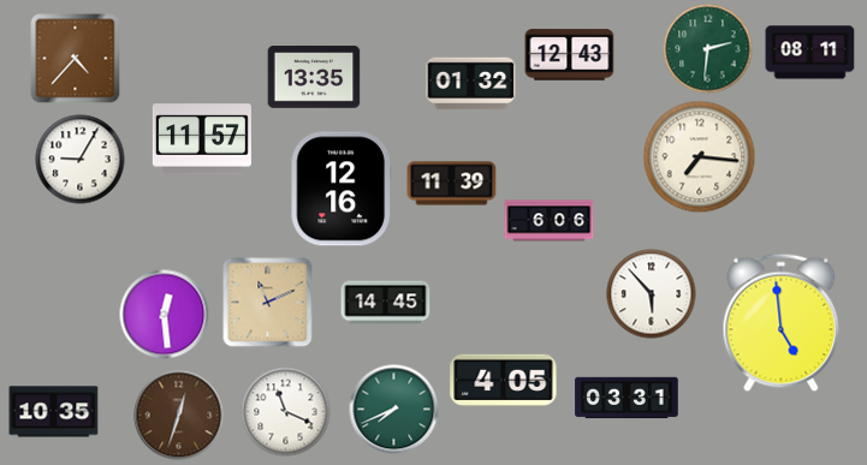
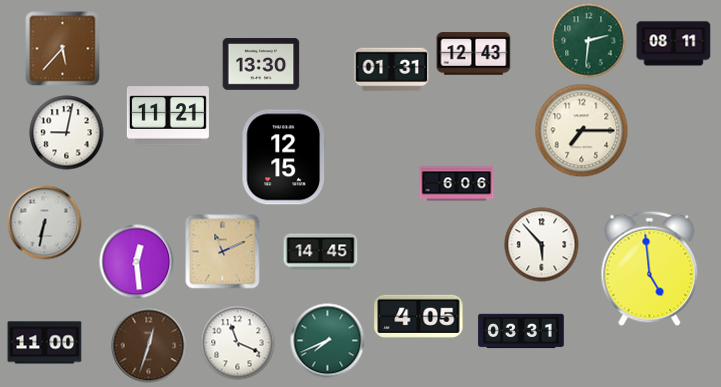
clock at (570, 55) position: (570, 55) -> (474, 54)
clock at (76, 59): 4:37 -> 5:37
clock at (314, 77): 13:35 -> 13:30
clock at (471, 84): 01:32 -> 01:31
clock at (202, 139): 11:57 -> 11:21
clock at (700, 157): 7:16 -> 7:15
clock at (81, 160): 9:05 -> 9:02
clock at (452, 184): 11:39 -> none
clock at (340, 189): 12:16 -> 12:15
clock at (45, 223): none -> 6:32
clock at (54, 412): 10:35 -> 11:00
